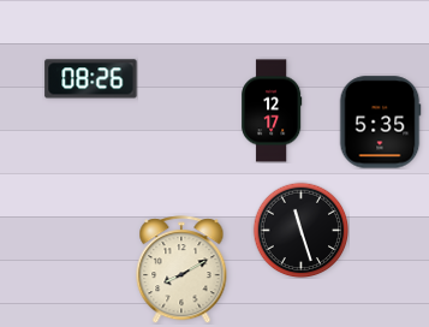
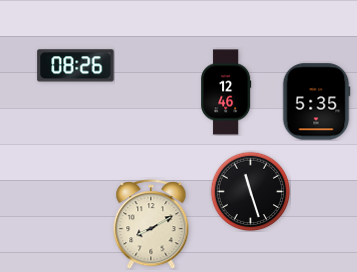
clock at (273, 111): 12:17 -> 12:46
